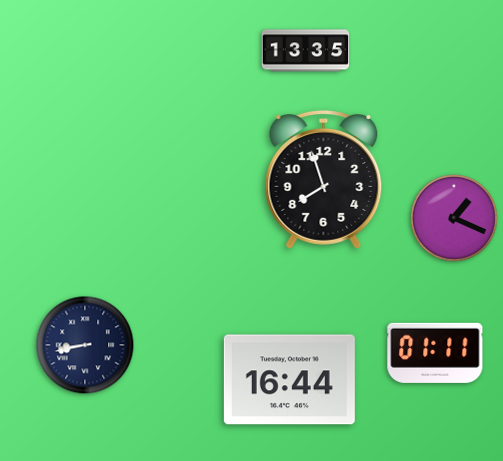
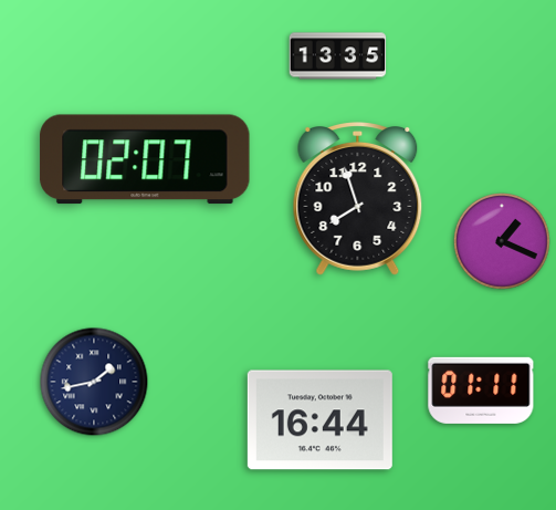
clock at (145, 159): none -> 02:07
clock at (85, 345): 8:43 -> 1:43
